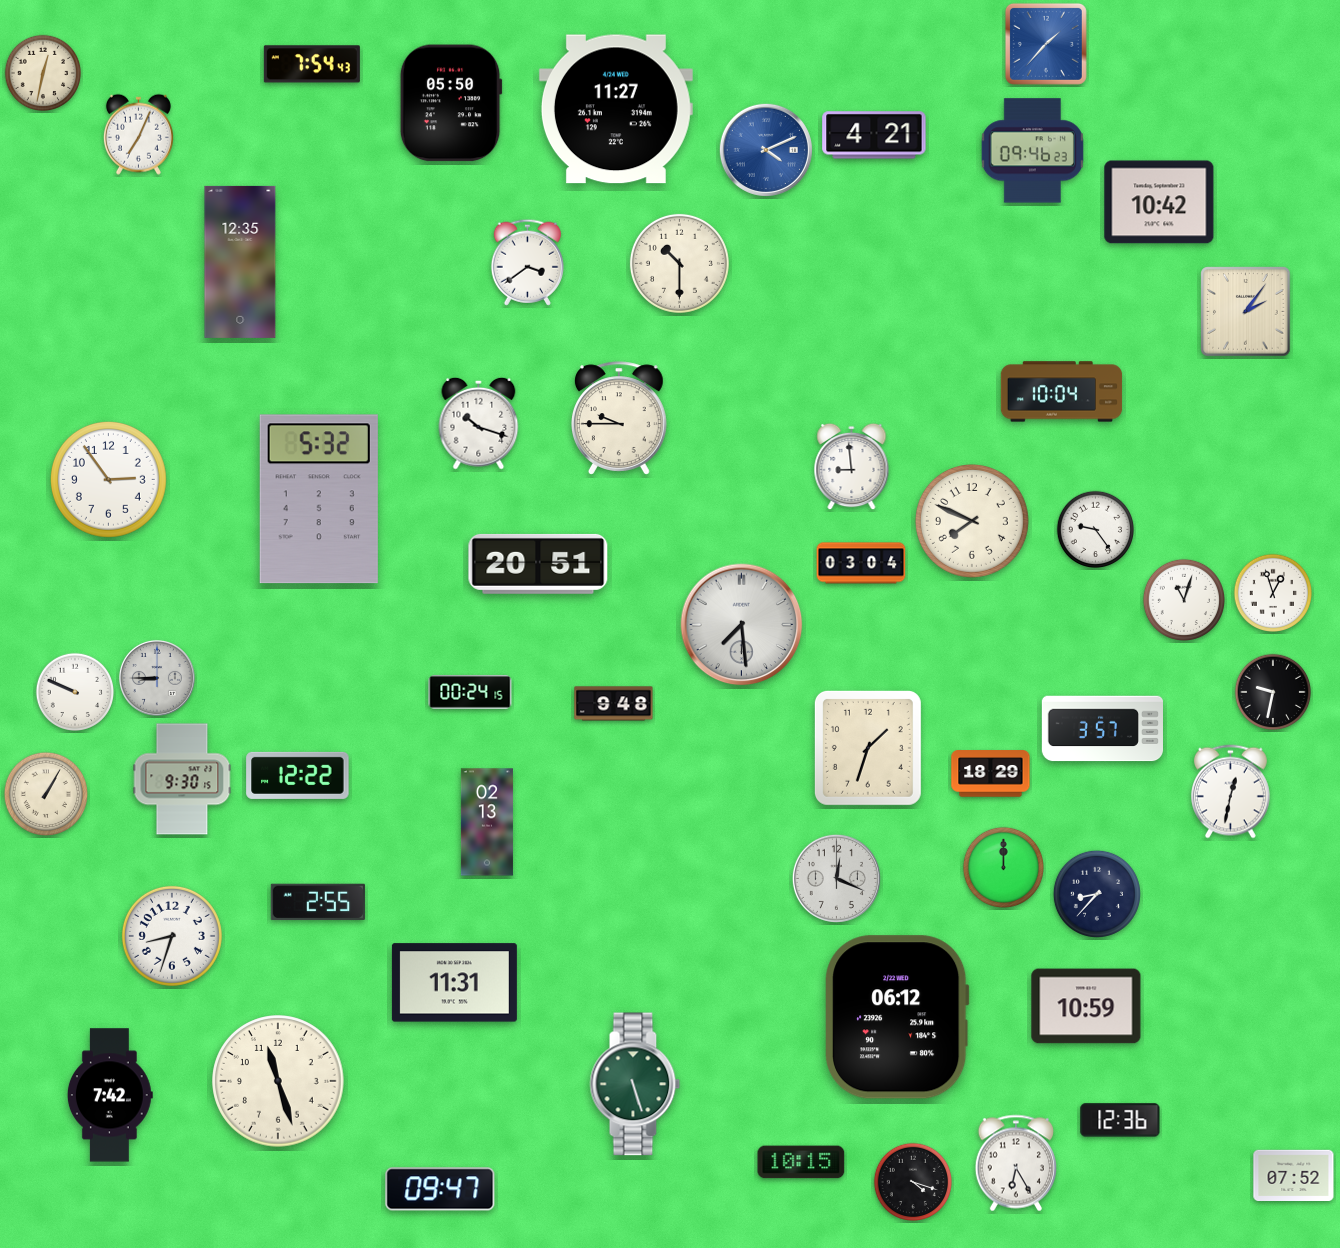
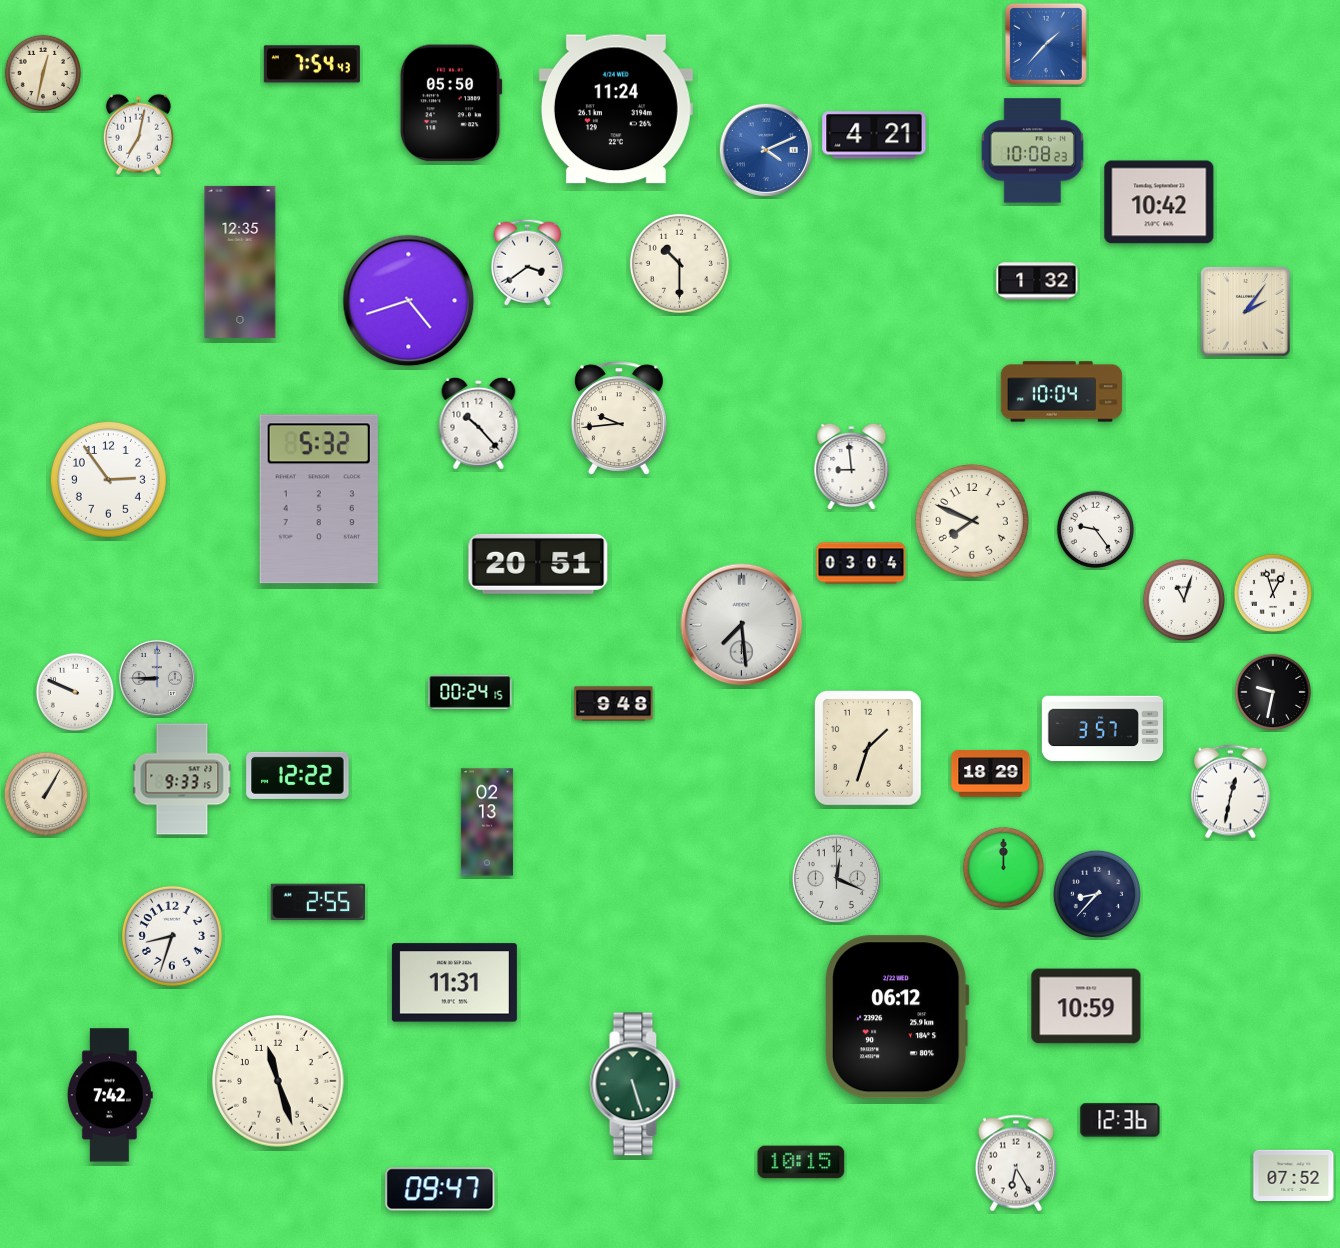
clock at (616, 109): 11:27 -> 11:24
clock at (138, 134): 7:04 -> 7:02
clock at (1032, 151): 09:46 -> 10:08
clock at (1037, 281): none -> 1:32
clock at (409, 301): none -> 4:42
clock at (619, 418): 9:45 -> 9:44
clock at (479, 423): 10:18 -> 10:23
clock at (182, 779): 9:30 -> 9:33
clock at (913, 1182): 4:18 -> none
